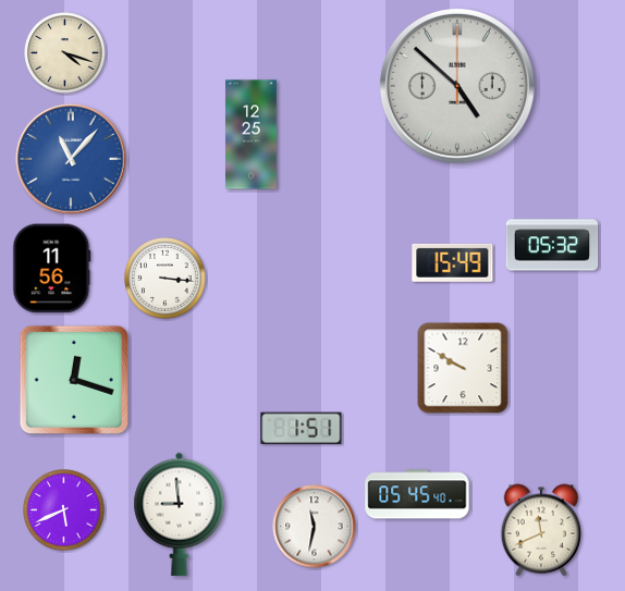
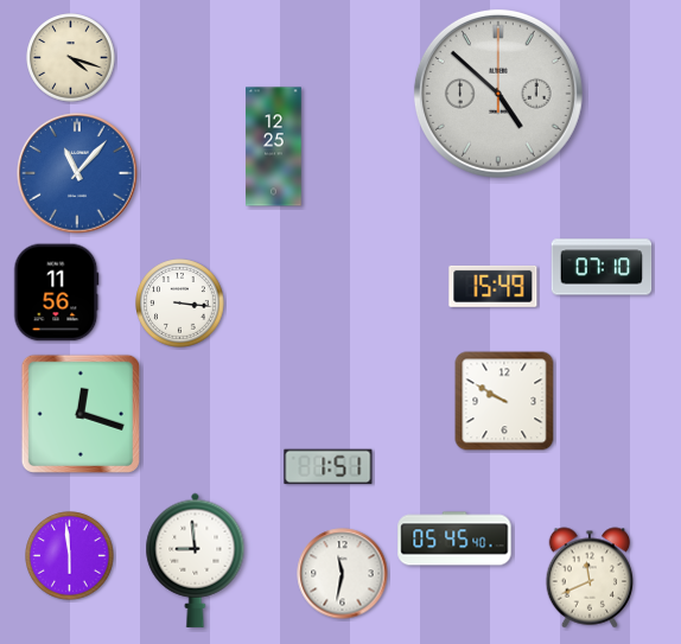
clock at (552, 245): 05:32 -> 07:10
clock at (64, 510): 5:41 -> 5:59
